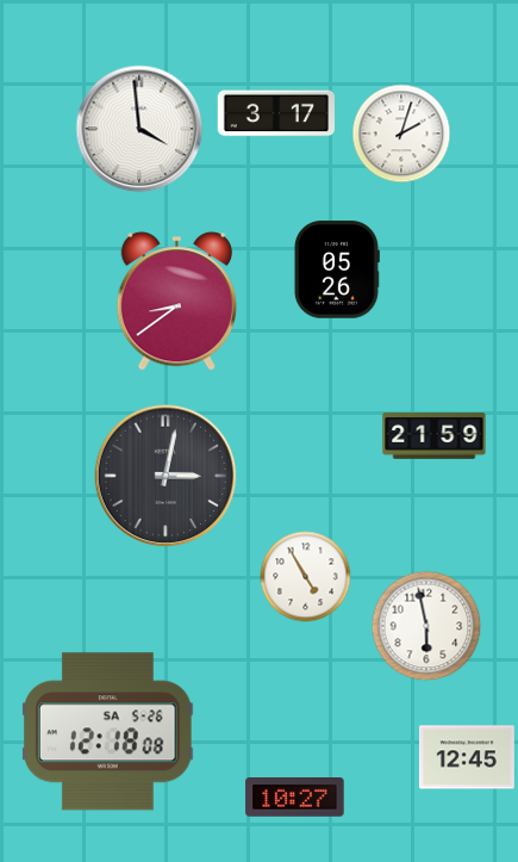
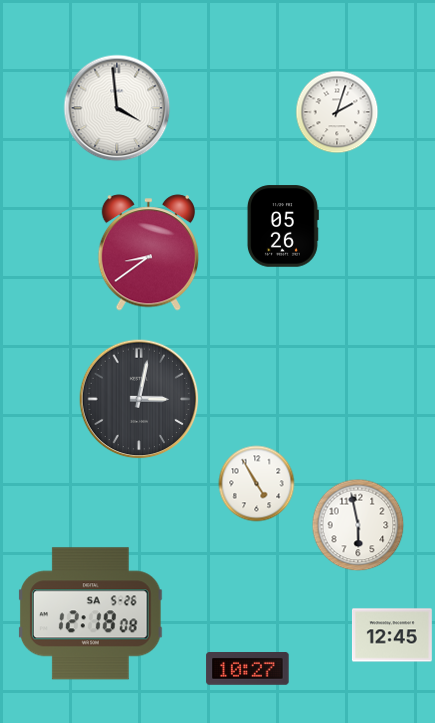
clock at (276, 113): 3:17 -> none
clock at (435, 436): 21:59 -> none
